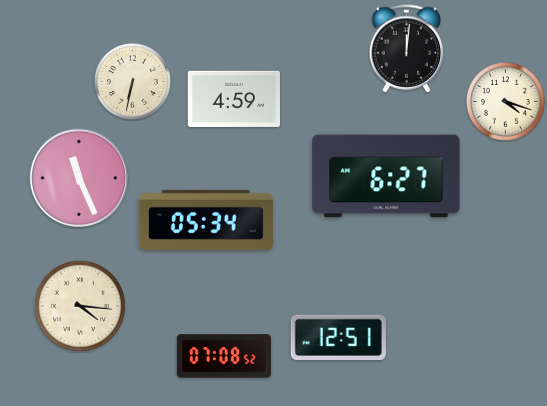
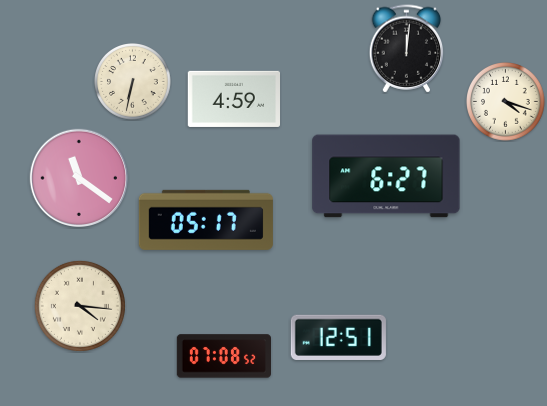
clock at (79, 178): 11:26 -> 11:21
clock at (206, 220): 05:34 -> 05:17
